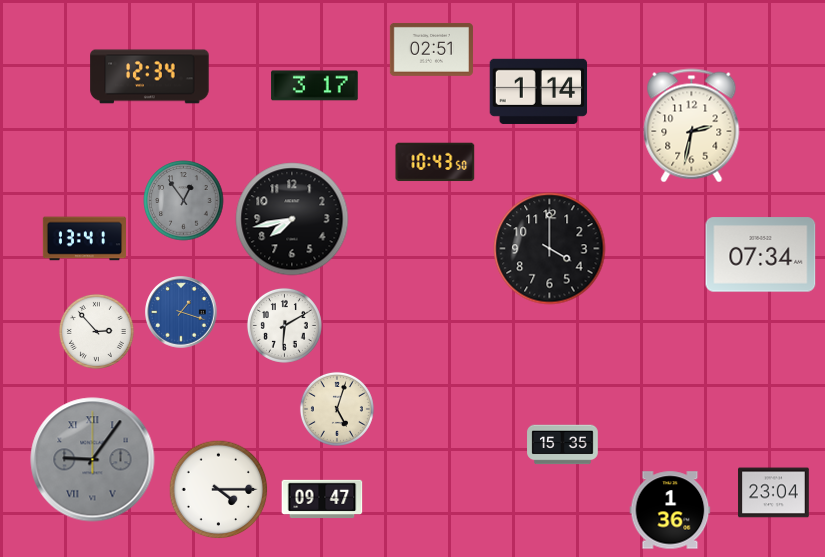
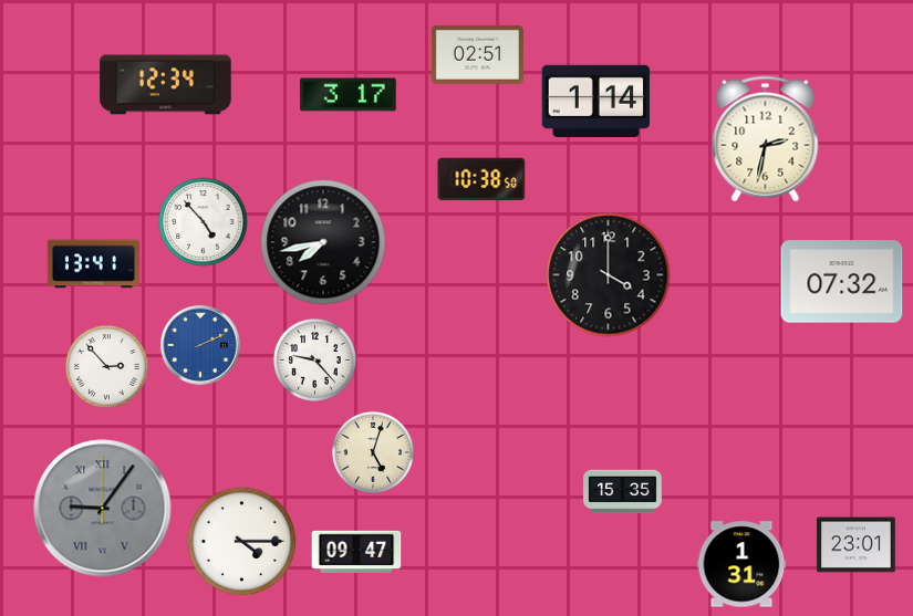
clock at (435, 162): 10:43 -> 10:38
clock at (184, 201): 12:54 -> 4:53
clock at (184, 201) dial: grey -> white
clock at (761, 255): 07:34 -> 07:32
clock at (181, 312): 1:18 -> 2:11
clock at (284, 325): 6:10 -> 9:23
clock at (774, 493): 23:04 -> 23:01
clock at (670, 510): 1:36 -> 1:31
